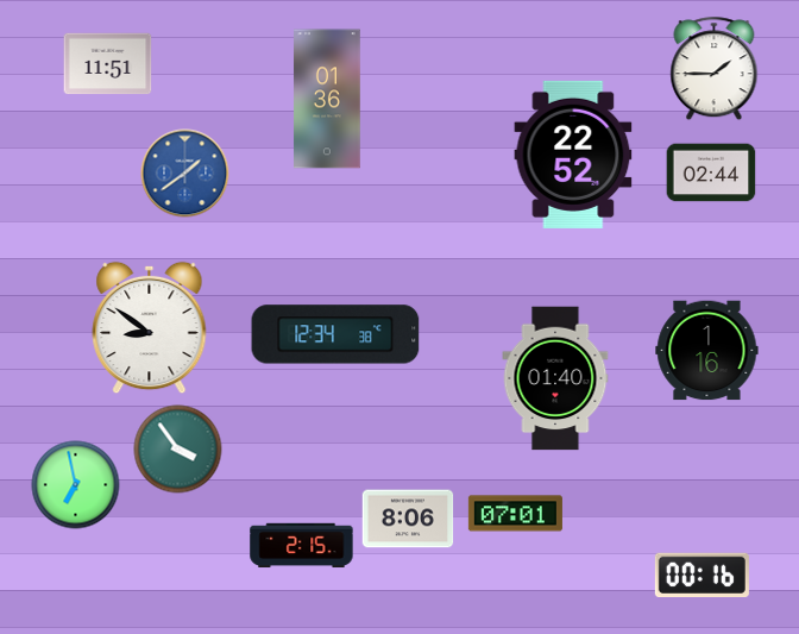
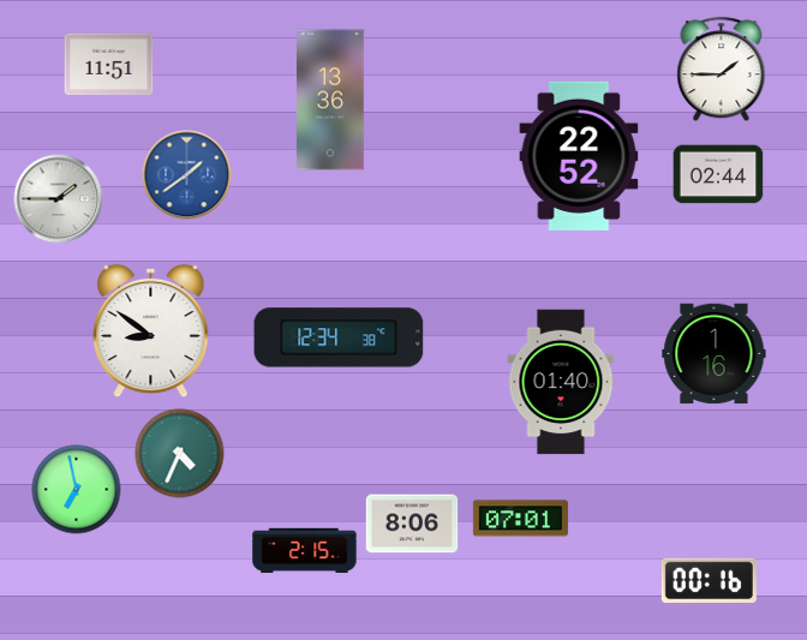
clock at (327, 99): 01:36 -> 13:36
clock at (59, 199): none -> 1:45
clock at (178, 450): 3:54 -> 4:34
